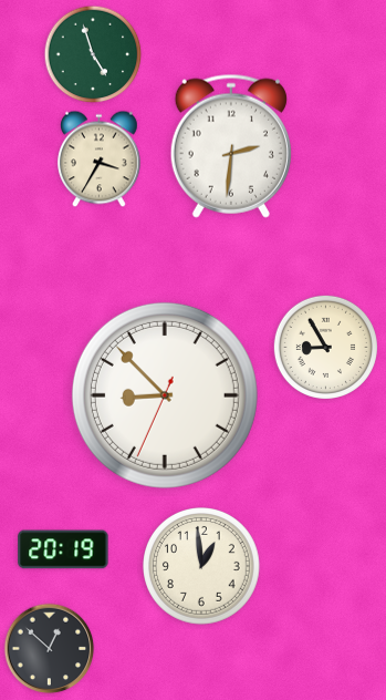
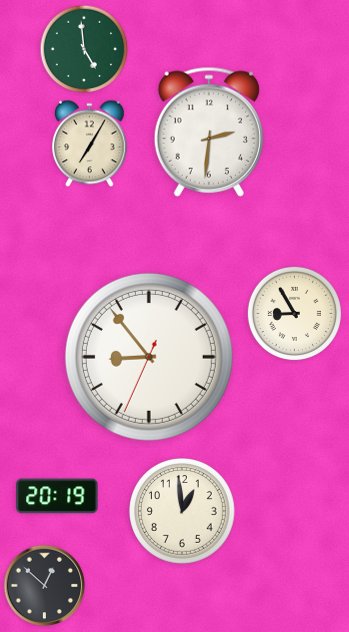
clock at (93, 54): 4:57 -> 4:59
clock at (100, 159): 3:35 -> 7:05
clock at (165, 395): 8:52 -> 8:53
